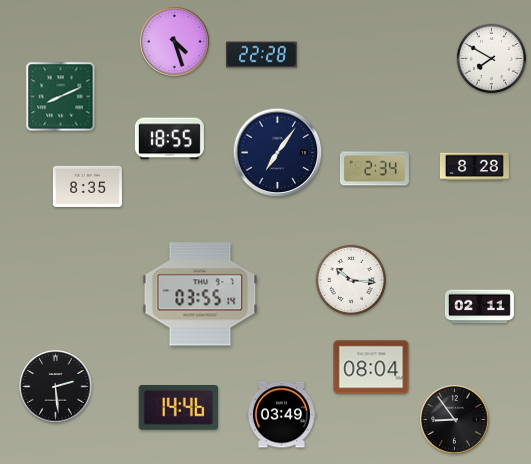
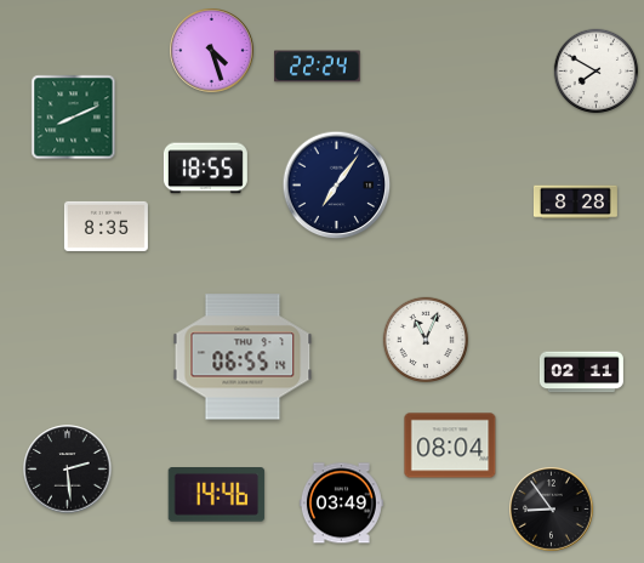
clock at (262, 55): 22:28 -> 22:24
clock at (374, 169): 2:34 -> none
clock at (350, 279): 10:16 -> 11:04
clock at (200, 294): 03:55 -> 06:55
